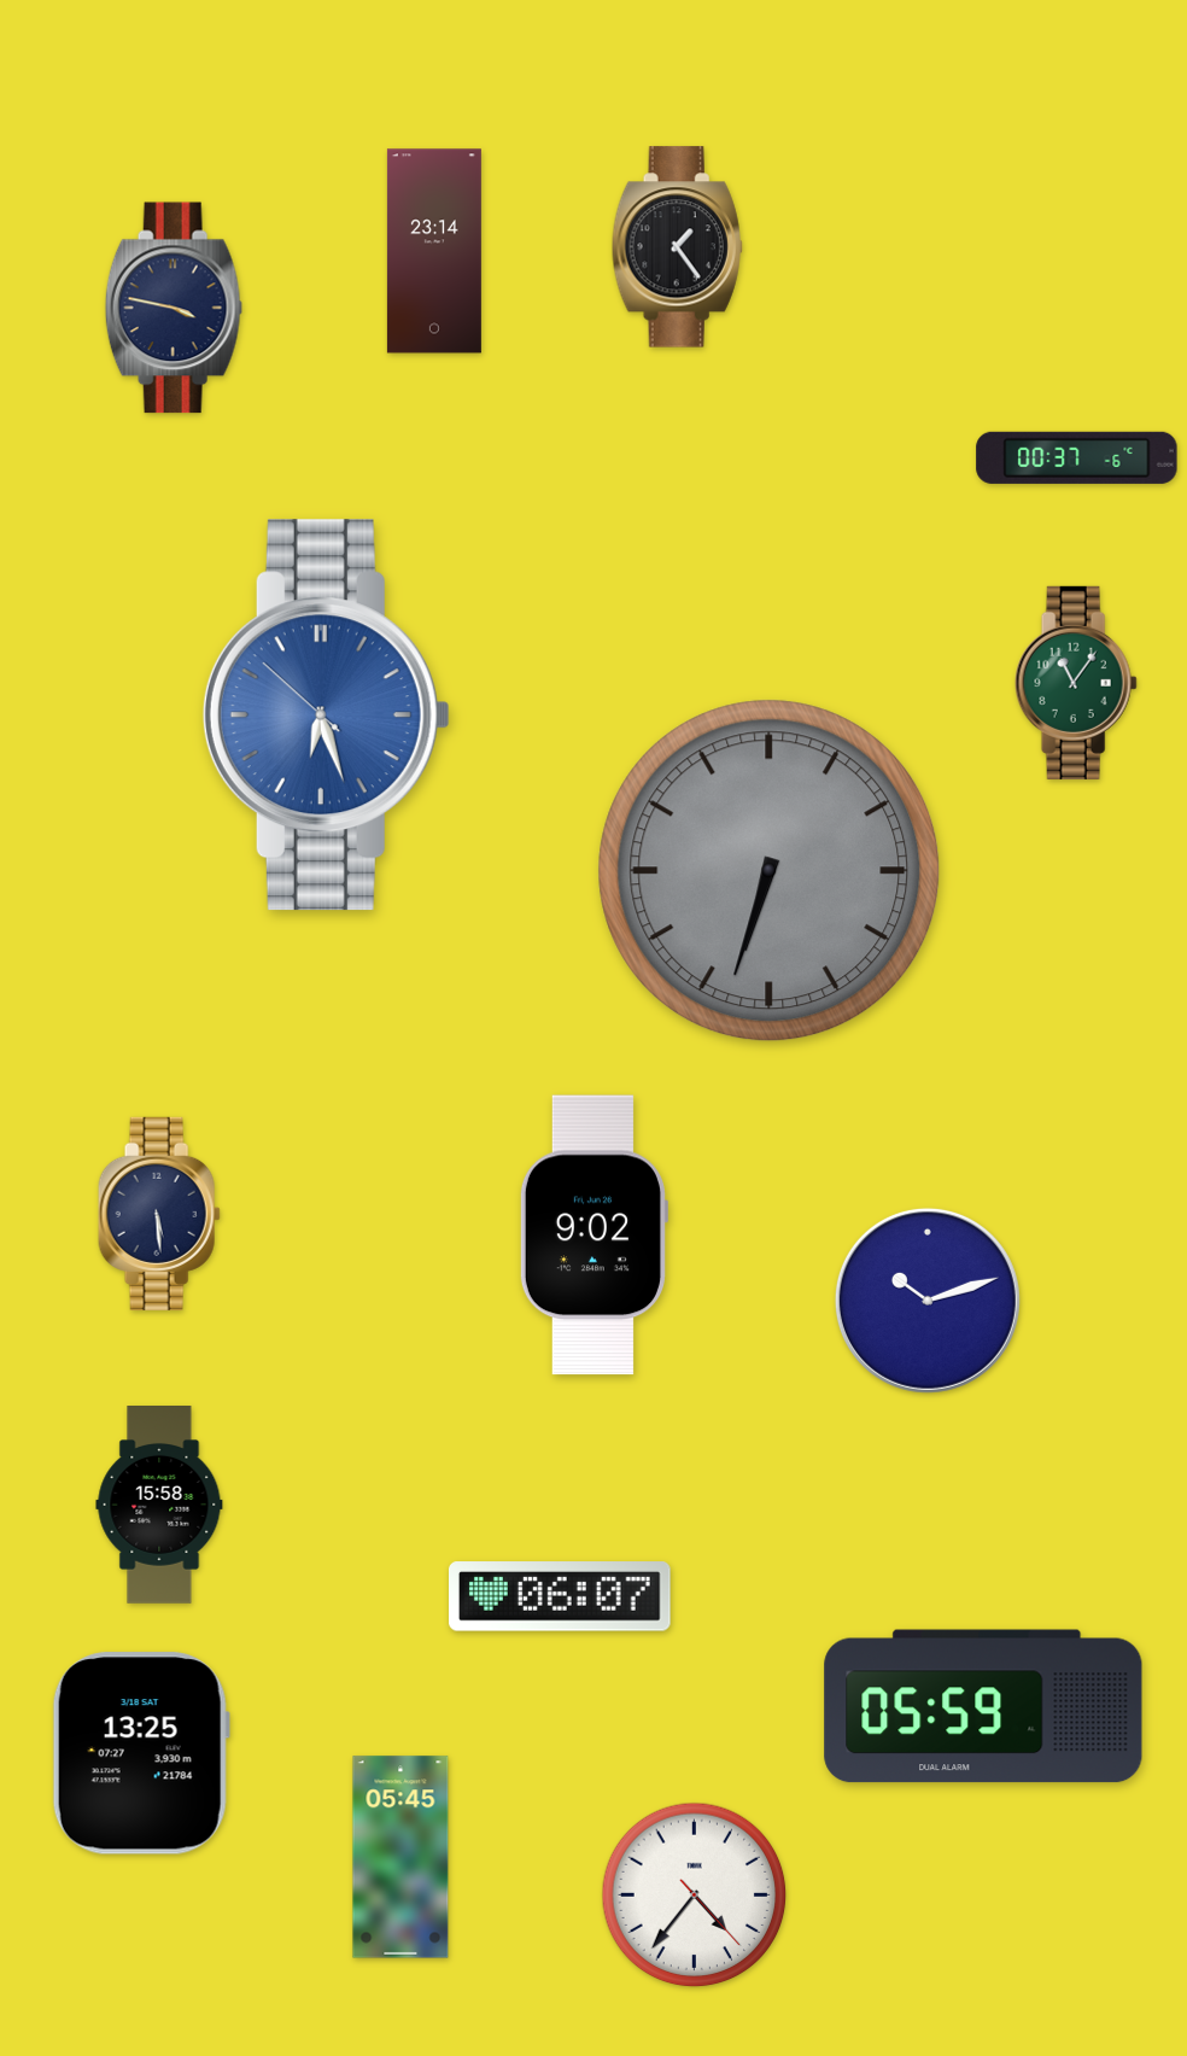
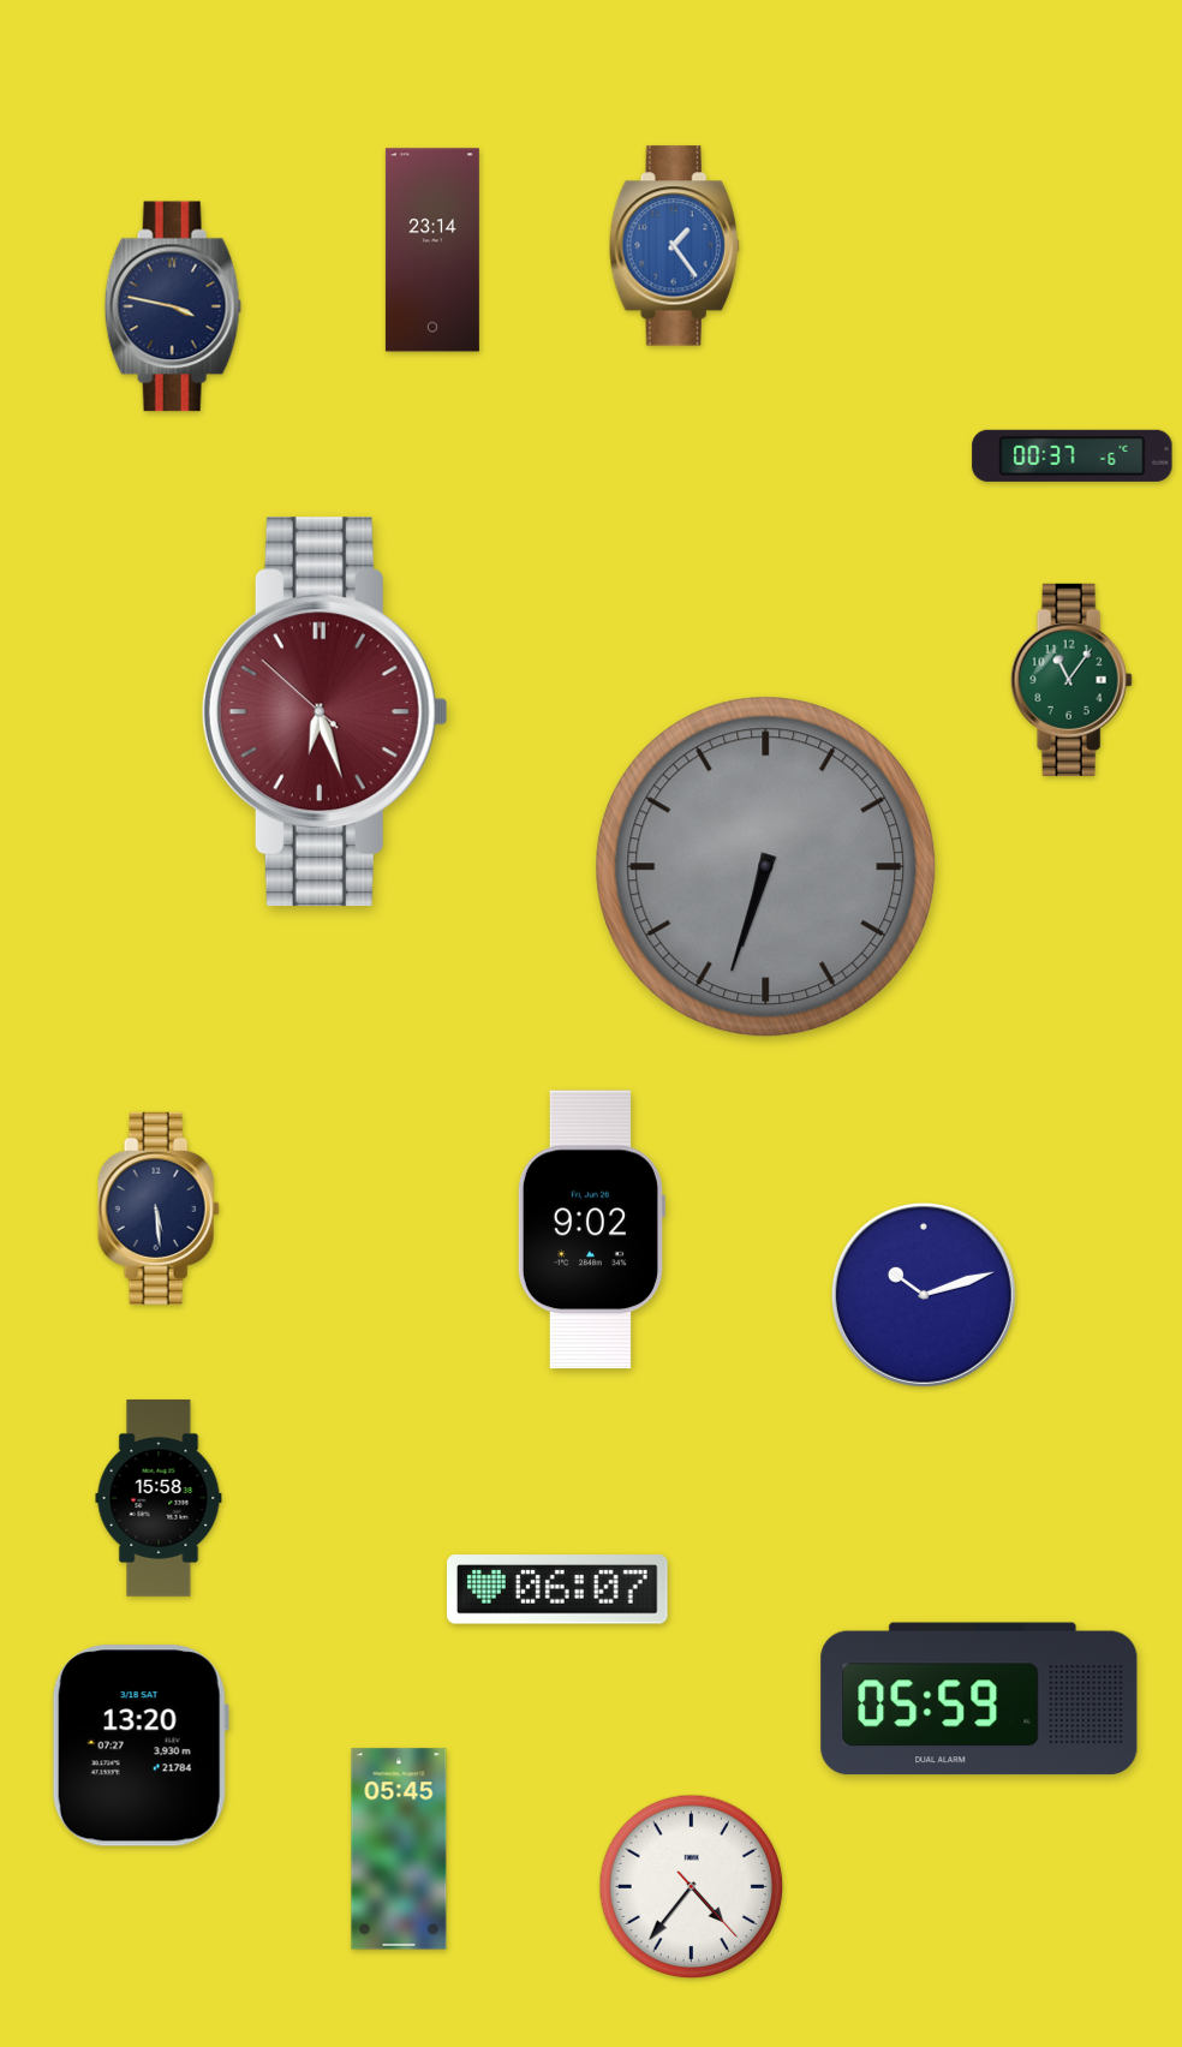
clock at (677, 247) dial: black -> blue
clock at (326, 715) dial: blue -> burgundy
clock at (141, 1753): 13:25 -> 13:20
